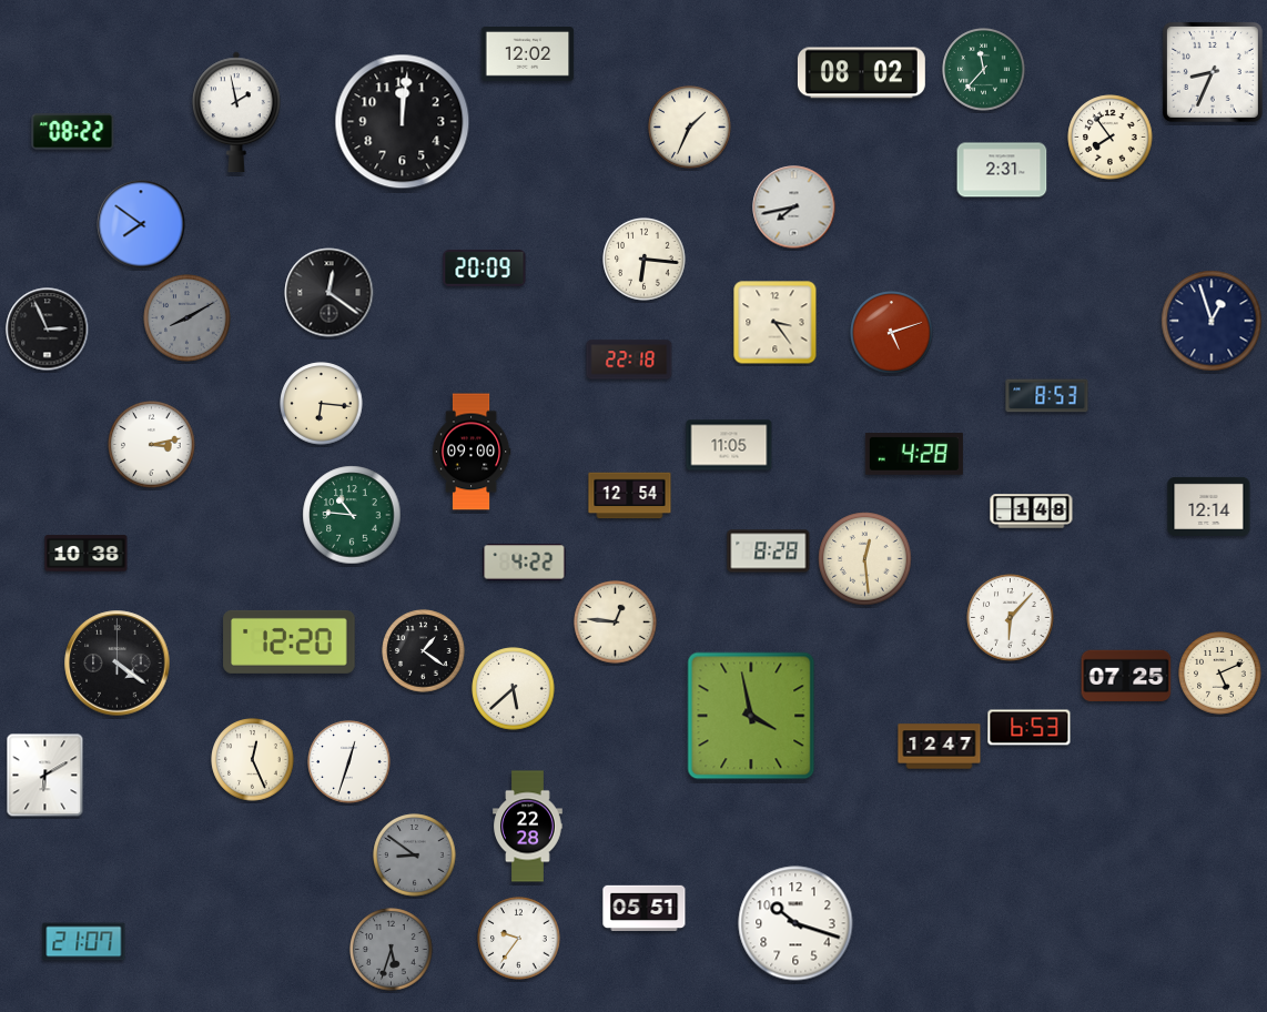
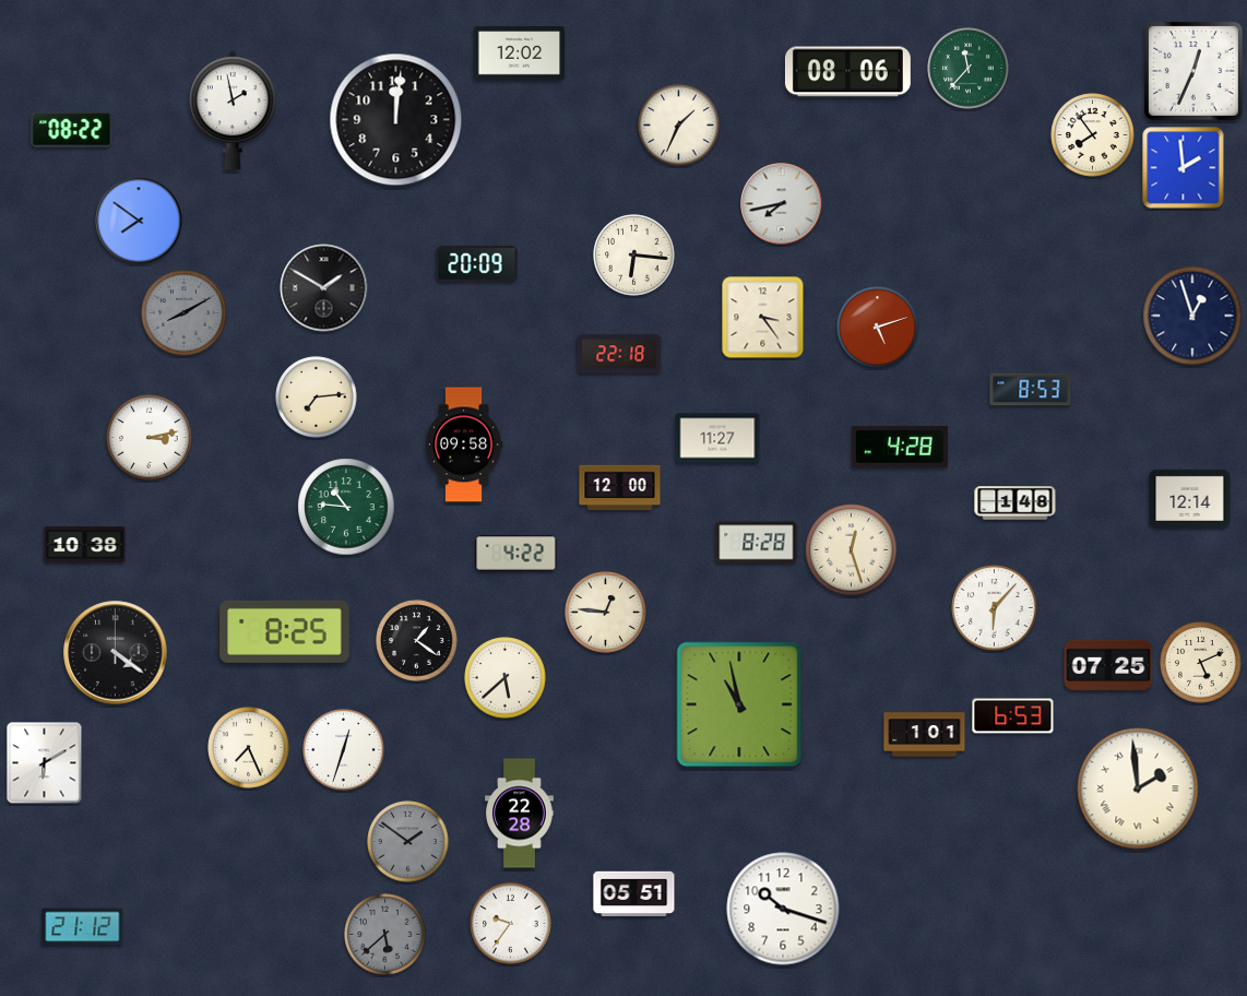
clock at (1213, 72): 8:34 -> 12:34
clock at (861, 73): 08:02 -> 08:06
clock at (1002, 170): 2:31 -> none
clock at (1184, 168): none -> 1:59
clock at (330, 293): 12:21 -> 1:50
clock at (48, 330): 2:56 -> none
clock at (322, 404): 6:16 -> 7:14
clock at (729, 445): 11:05 -> 11:27
clock at (472, 452): 09:00 -> 09:58
clock at (630, 496): 12:54 -> 12:00
clock at (865, 559): 12:29 -> 12:27
clock at (290, 641): 12:20 -> 8:25
clock at (751, 716): 3:58 -> 10:58
clock at (940, 747): 12:47 -> 1:01
clock at (253, 760): 12:26 -> 7:26
clock at (1138, 788): none -> 1:59
clock at (415, 856): 8:51 -> 1:51
clock at (84, 942): 21:07 -> 21:12
clock at (392, 950): 5:33 -> 5:38
